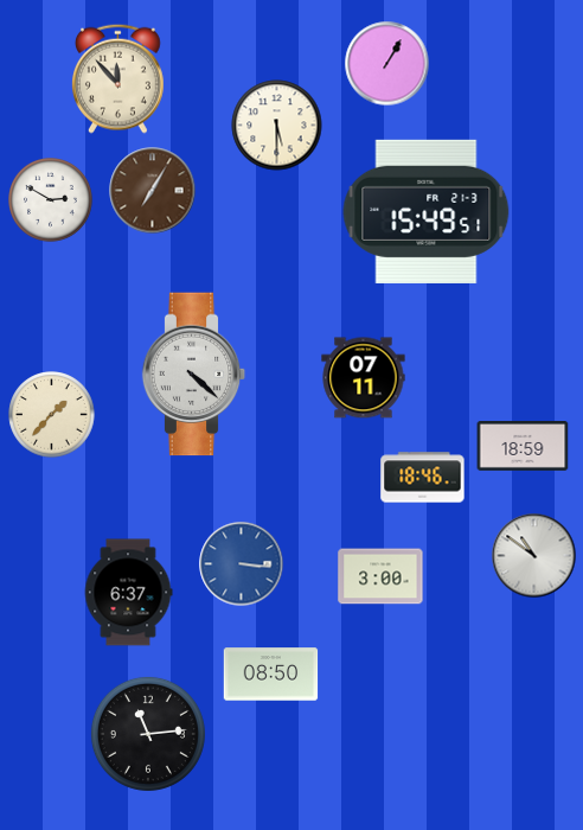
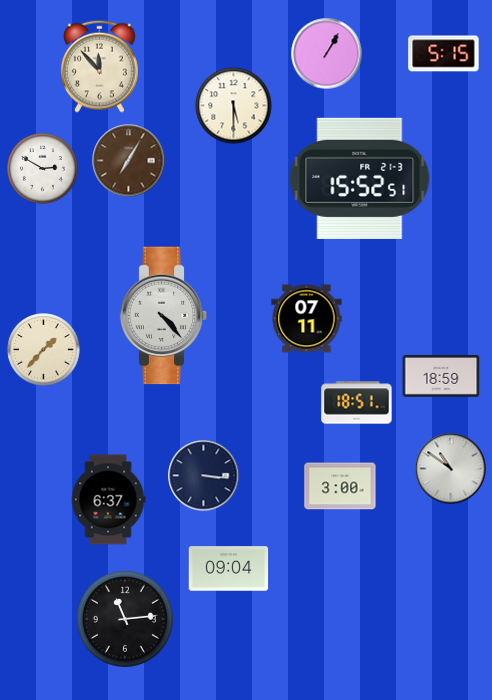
clock at (444, 54): none -> 5:15
clock at (427, 211): 15:49 -> 15:52
clock at (194, 375): 4:22 -> 4:23
clock at (423, 478): 18:46 -> 18:51
clock at (242, 564) dial: blue -> navy
clock at (380, 576) position: (380, 576) -> (340, 486)
clock at (271, 675): 08:50 -> 09:04
